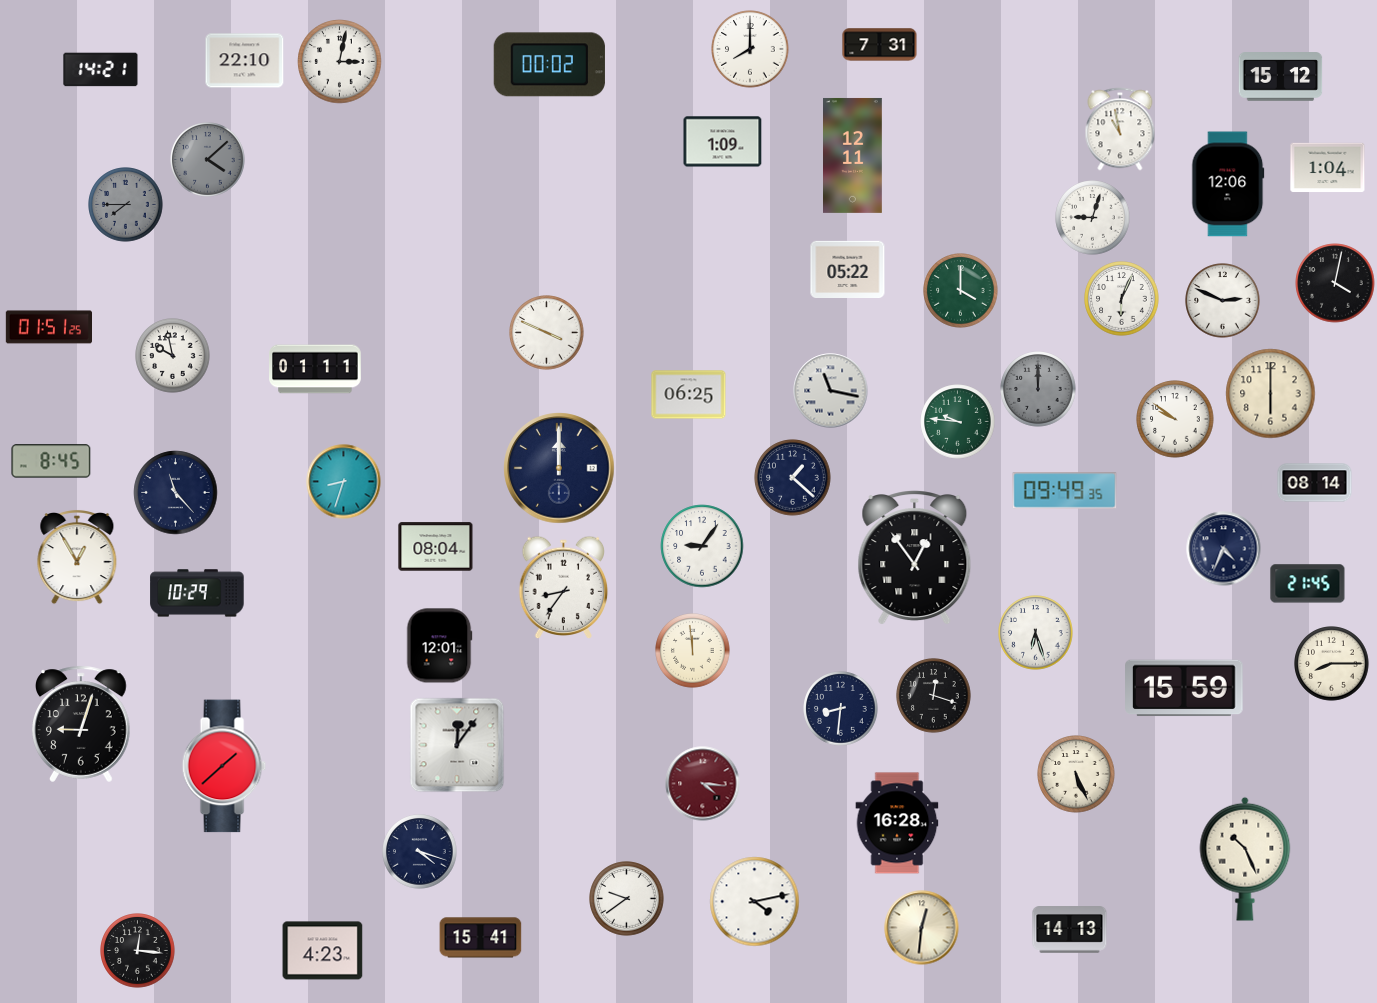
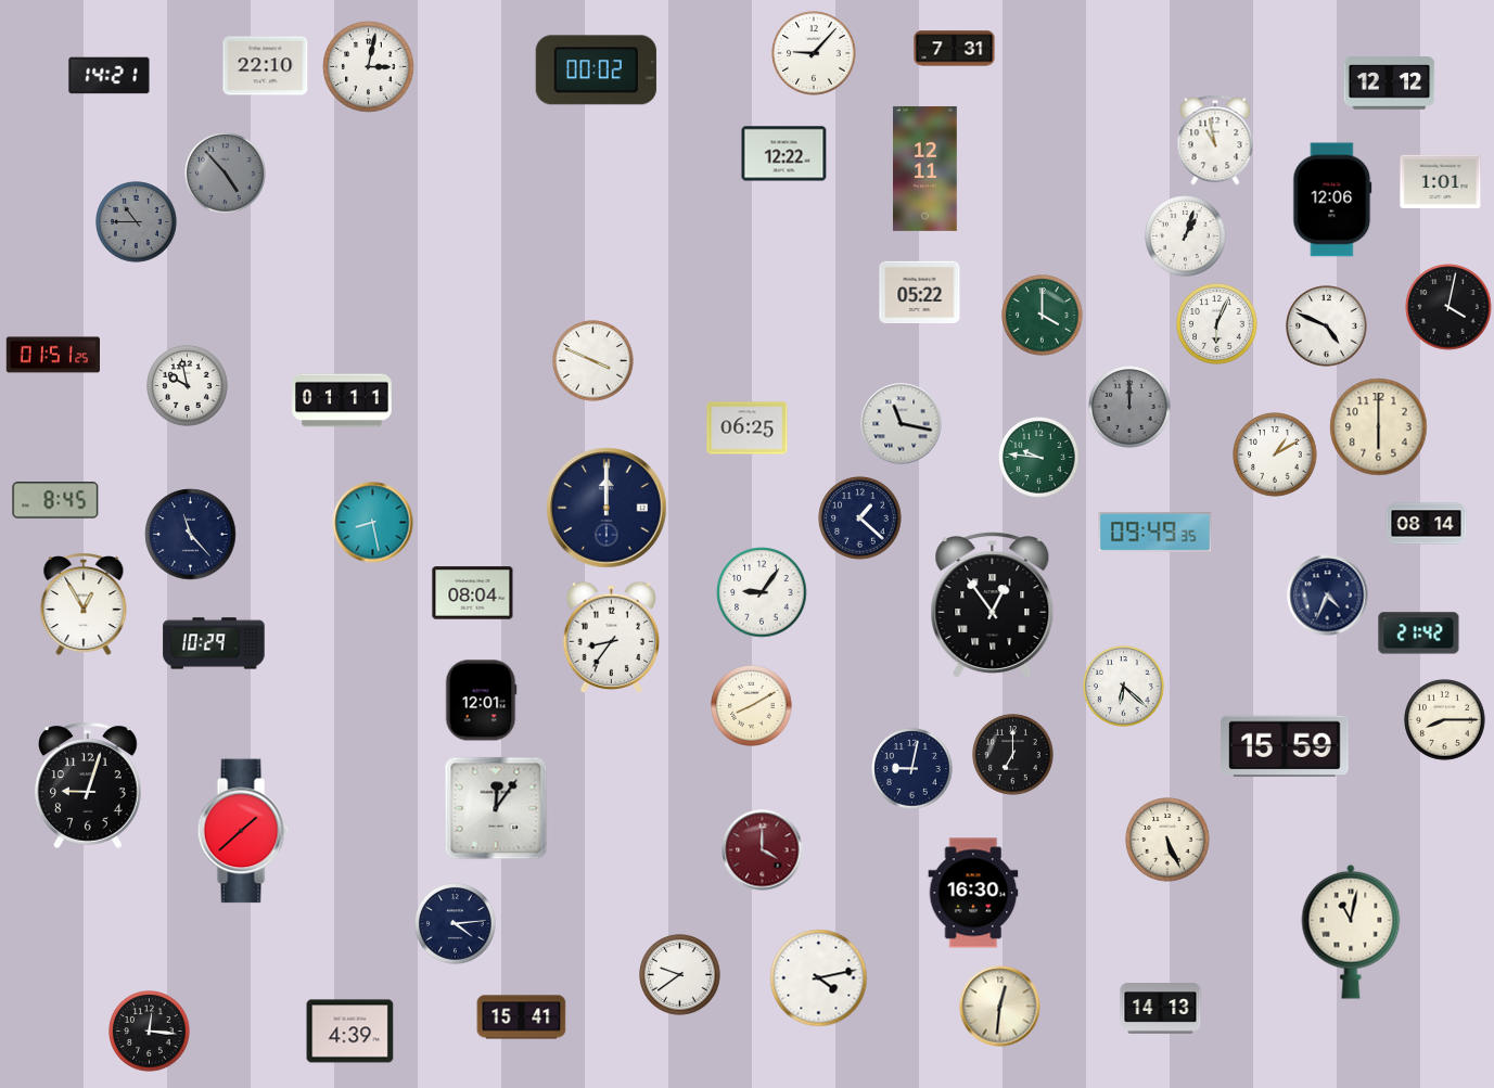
clock at (750, 49): 8:00 -> 9:07
clock at (1281, 77): 15:12 -> 12:12
clock at (723, 142): 1:09 -> 12:22
clock at (208, 160): 4:08 -> 4:53
clock at (1328, 168): 1:04 -> 1:01
clock at (126, 205): 7:45 -> 10:45
clock at (1093, 218): 9:03 -> 1:03
clock at (1223, 301): 2:49 -> 4:49
clock at (1038, 389) position: (1038, 389) -> (1129, 407)
clock at (1175, 419): 9:51 -> 1:10
clock at (344, 482): 8:33 -> 8:28
clock at (1308, 584): 21:45 -> 21:42
clock at (1036, 633): 6:27 -> 6:22
clock at (439, 646) position: (439, 646) -> (481, 701)
clock at (693, 651): 11:59 -> 8:10
clock at (934, 696): 12:18 -> 7:00
clock at (841, 709): 8:31 -> 9:02
clock at (703, 784): 4:16 -> 4:00
clock at (897, 823): 16:28 -> 16:30
clock at (420, 852): 4:18 -> 4:14
clock at (1245, 859): 10:26 -> 11:02
clock at (323, 951): 4:23 -> 4:39
